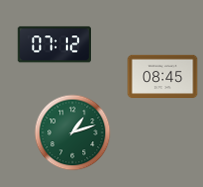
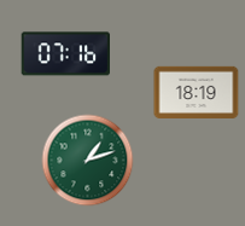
clock at (54, 45): 07:12 -> 07:16
clock at (163, 76): 08:45 -> 18:19
